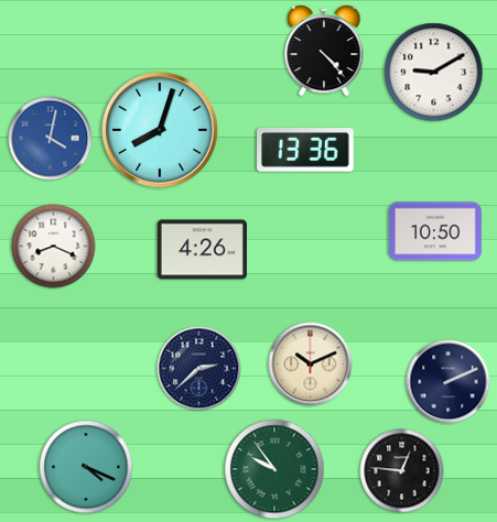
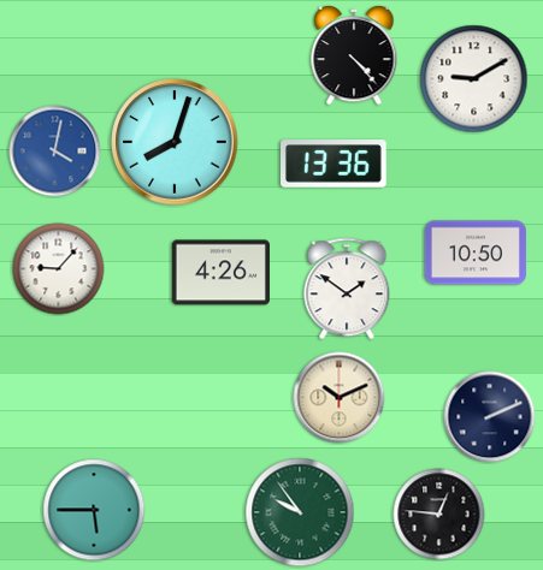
clock at (54, 247): 8:19 -> 9:07
clock at (347, 289): none -> 1:51
clock at (199, 369): 2:38 -> none
clock at (86, 467): 4:19 -> 5:45
